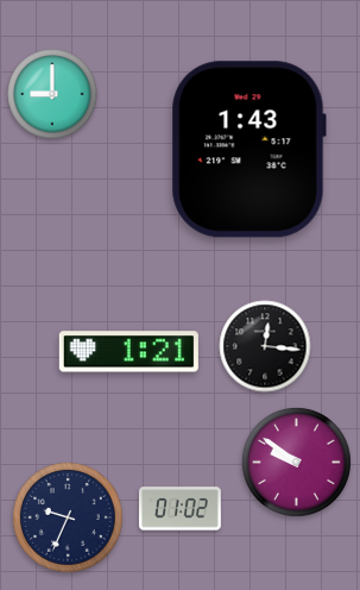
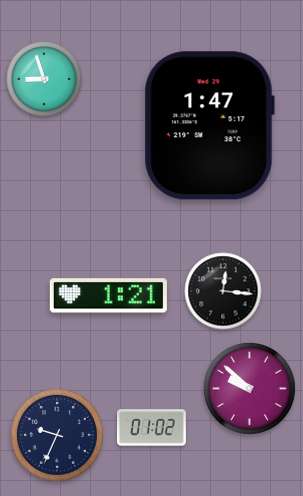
clock at (52, 94): 9:00 -> 8:57
clock at (248, 150): 1:43 -> 1:47
clock at (296, 462): 9:51 -> 9:52
